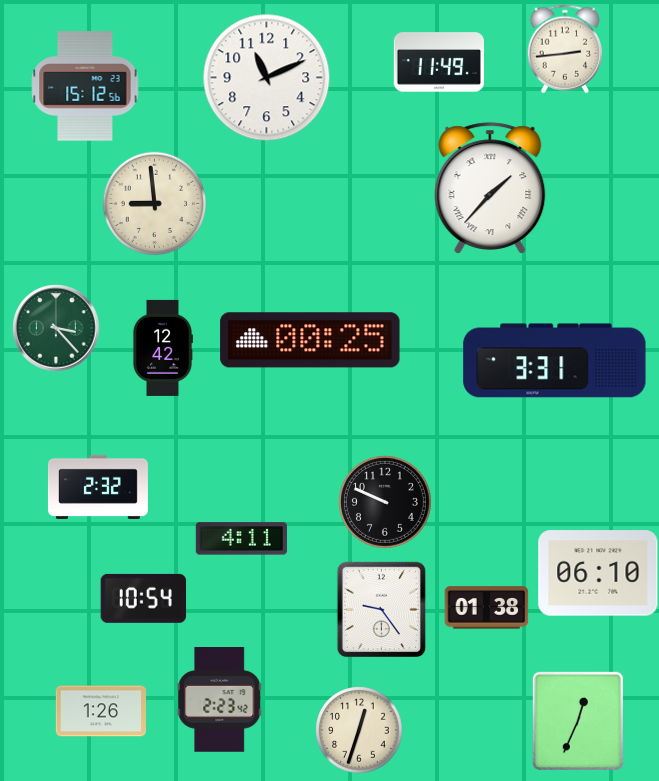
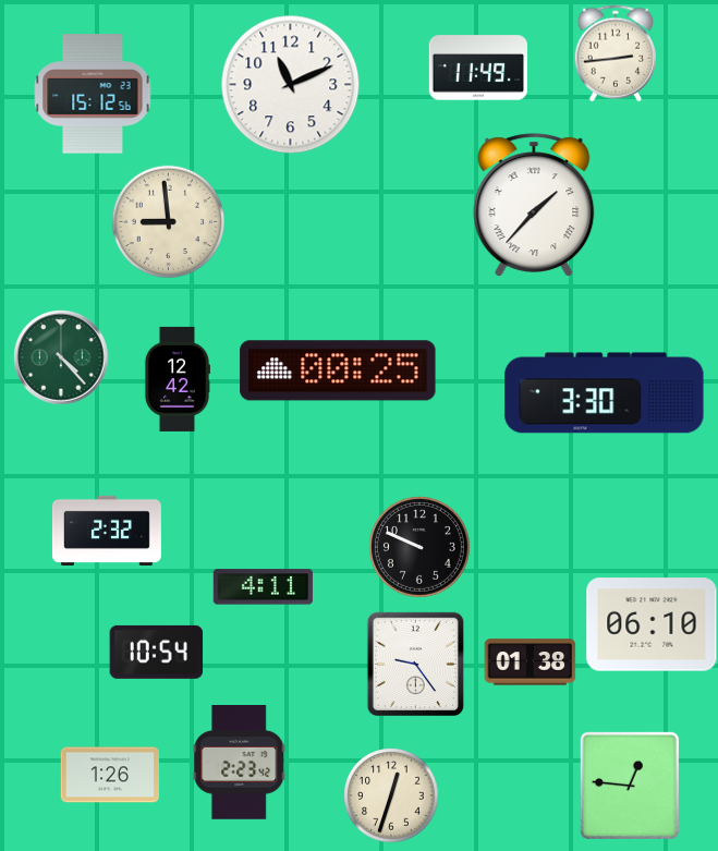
clock at (56, 328): 3:23 -> 4:23
clock at (555, 361): 3:31 -> 3:30
clock at (578, 721): 12:34 -> 12:46
